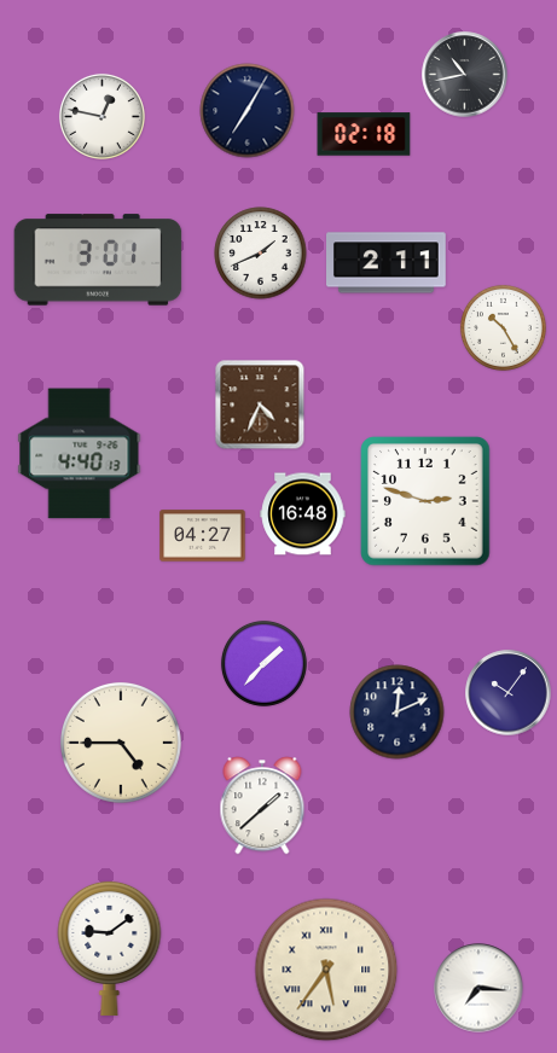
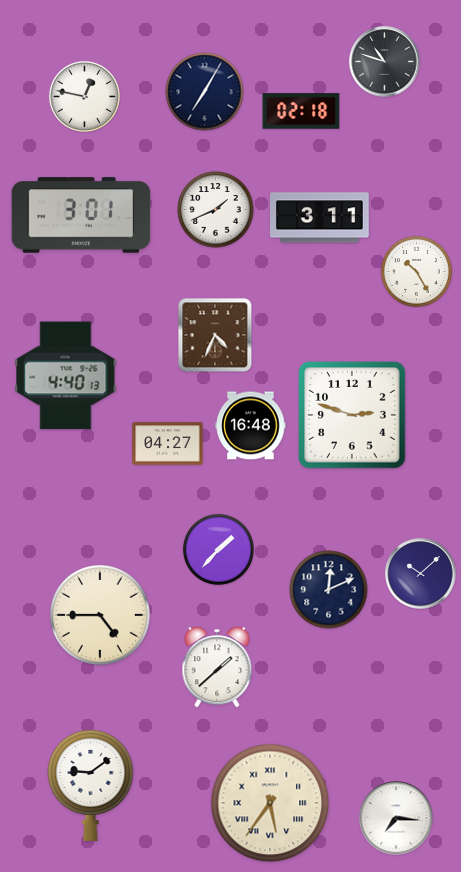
clock at (465, 75): 10:43 -> 10:48
clock at (387, 263): 2:11 -> 3:11
clock at (509, 693): 10:06 -> 10:08
